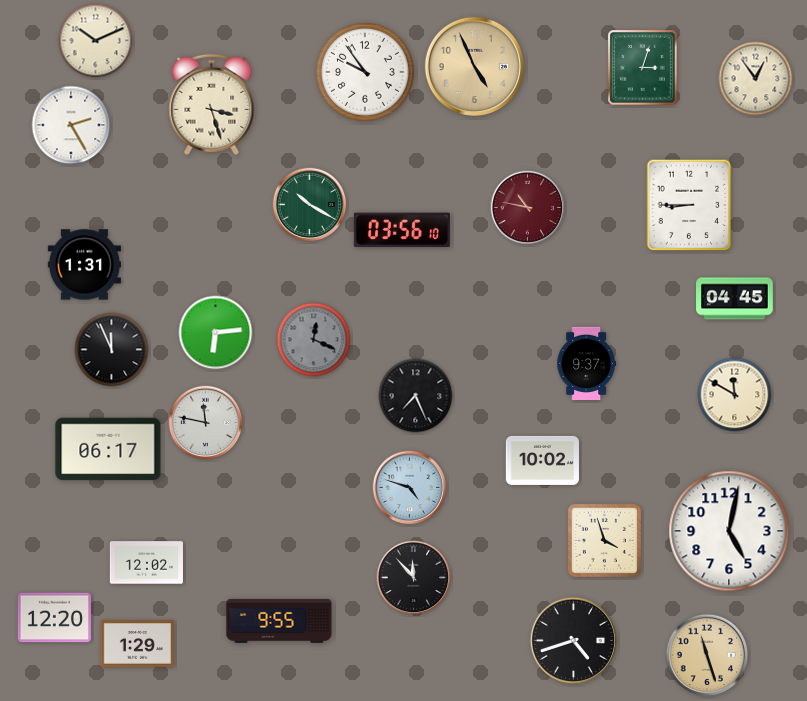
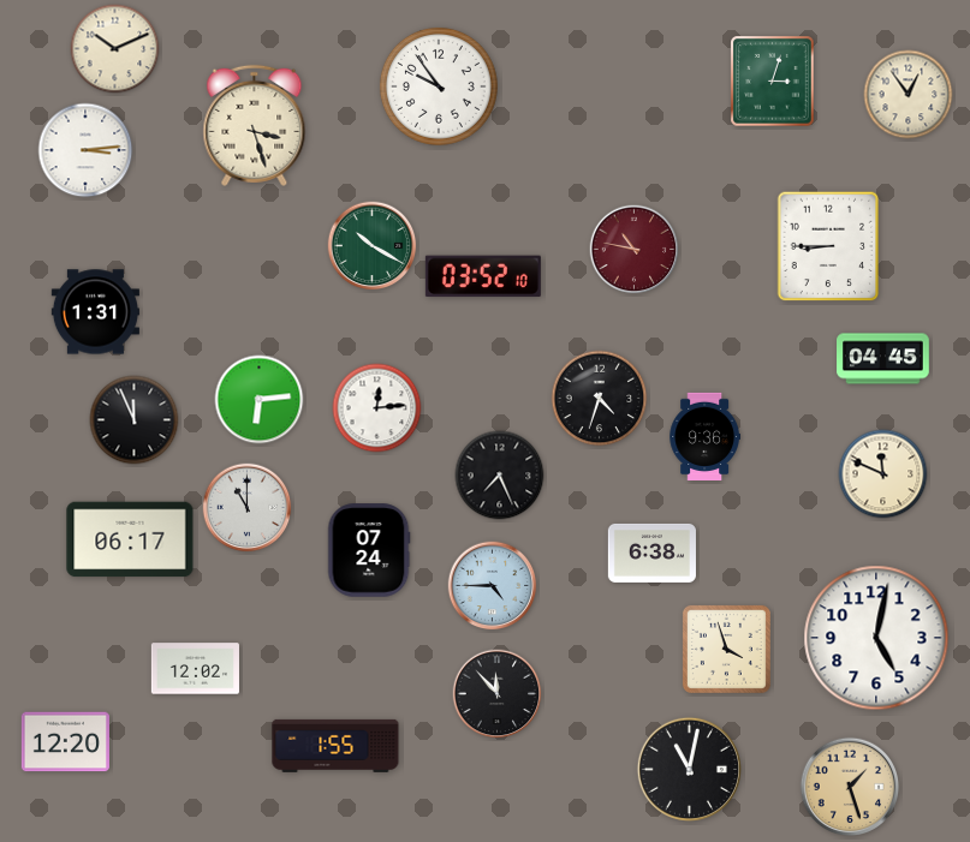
clock at (474, 66): 4:56 -> none
clock at (71, 125): 2:25 -> 3:14
clock at (402, 230): 03:56 -> 03:52
clock at (84, 265) position: (84, 265) -> (95, 312)
clock at (600, 399): none -> 4:33
clock at (314, 340): 12:19 -> 12:14
clock at (314, 340) dial: grey -> white
clock at (586, 363): 9:37 -> 9:36
clock at (735, 395): 11:50 -> 11:49
clock at (206, 423): 11:47 -> 11:00
clock at (369, 550): none -> 07:24
clock at (542, 460): 10:02 -> 6:38
clock at (410, 488): 4:48 -> 4:45
clock at (146, 563) position: (146, 563) -> (195, 669)
clock at (279, 621): 9:55 -> 1:55
clock at (573, 640): 4:42 -> 11:02
clock at (137, 644): 1:29 -> none
clock at (707, 655): 11:27 -> 1:27
